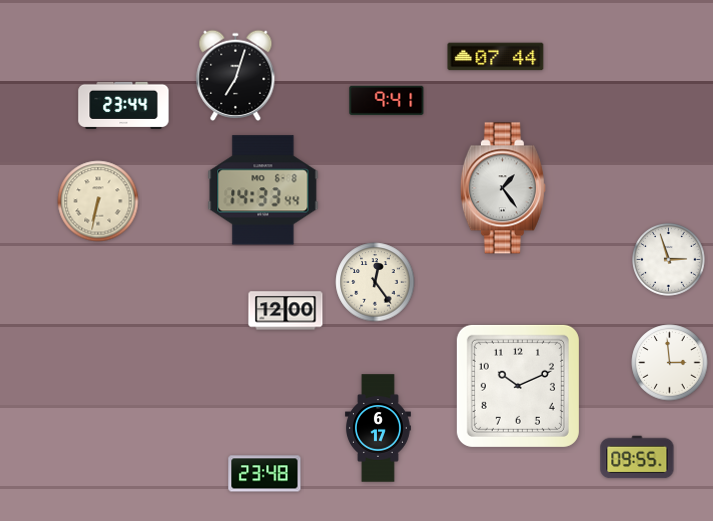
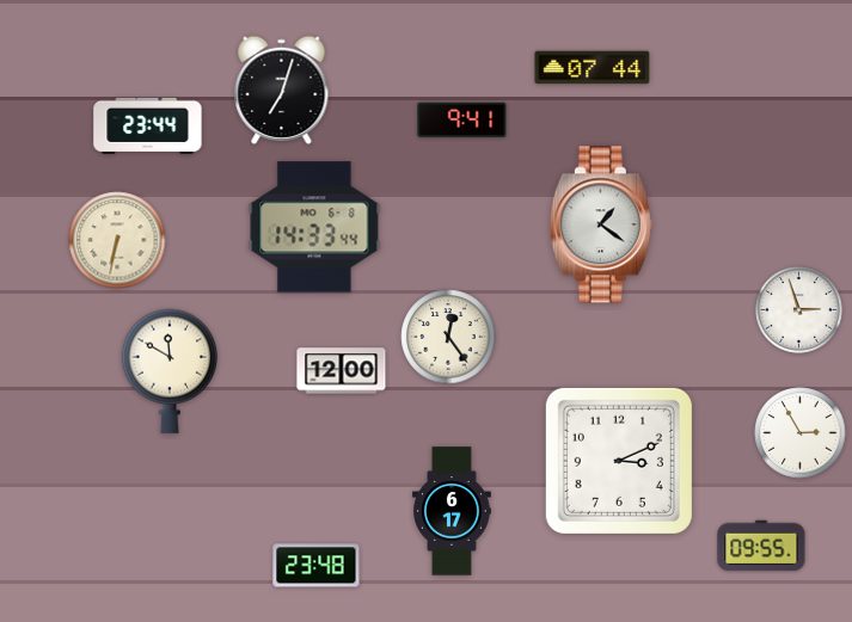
clock at (503, 188): 1:24 -> 1:21
clock at (170, 371): none -> 11:50
clock at (670, 363): 2:59 -> 2:55
clock at (518, 386): 10:11 -> 3:11
